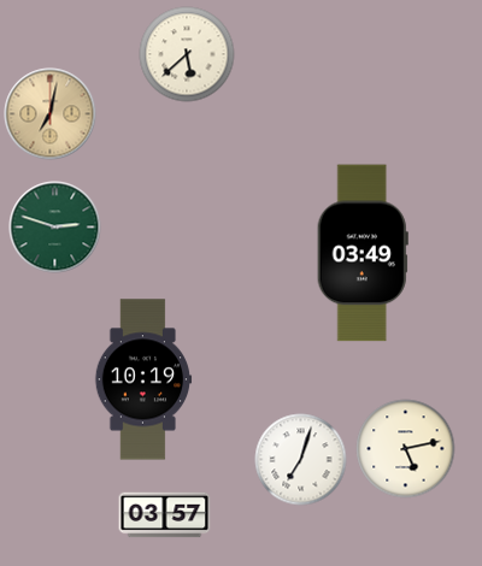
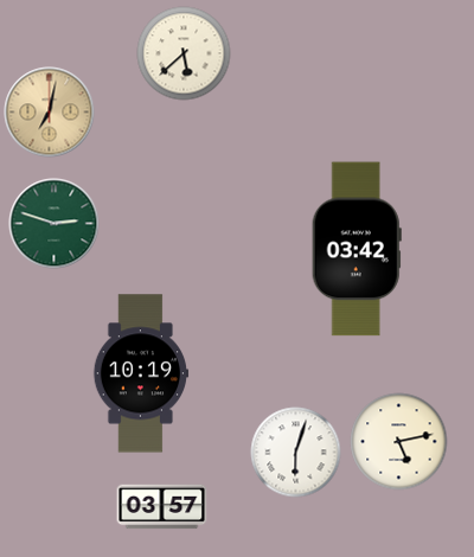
clock at (363, 253): 03:49 -> 03:42
clock at (301, 460): 7:03 -> 6:03
